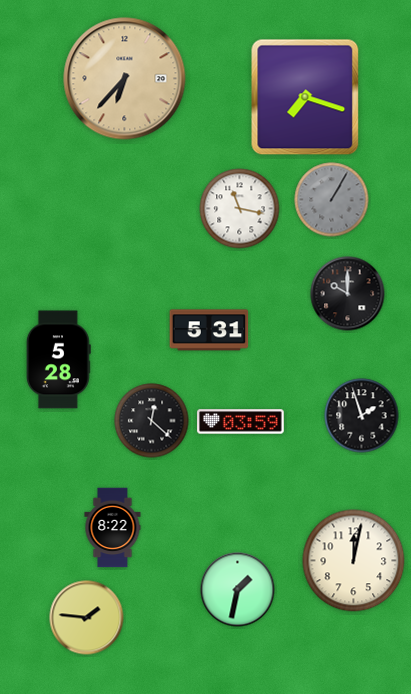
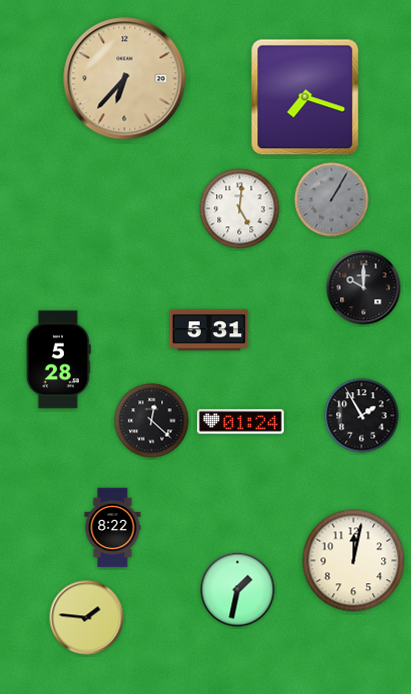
clock at (240, 209): 11:17 -> 5:01
clock at (348, 294) position: (348, 294) -> (364, 288)
clock at (362, 416): 1:57 -> 1:55
clock at (241, 422): 03:59 -> 01:24
